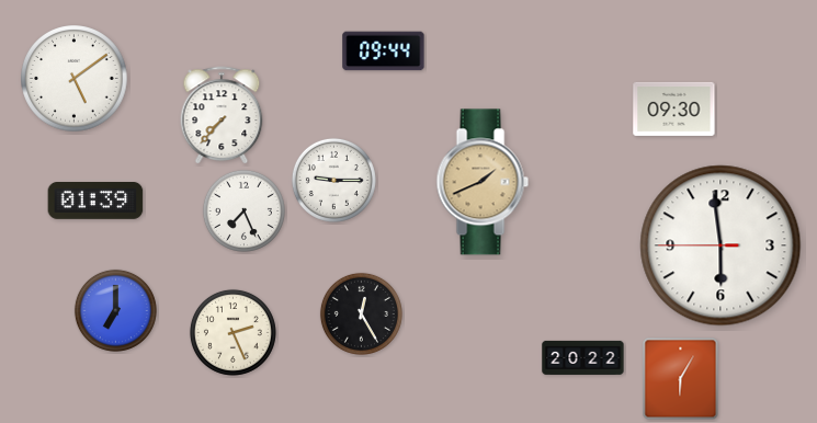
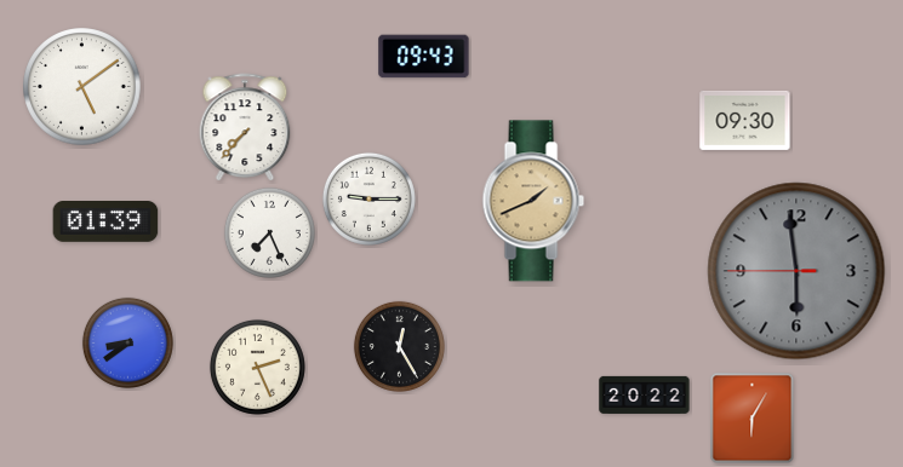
clock at (384, 52): 09:44 -> 09:43
clock at (720, 245) dial: white -> grey
clock at (115, 310): 7:00 -> 8:39
